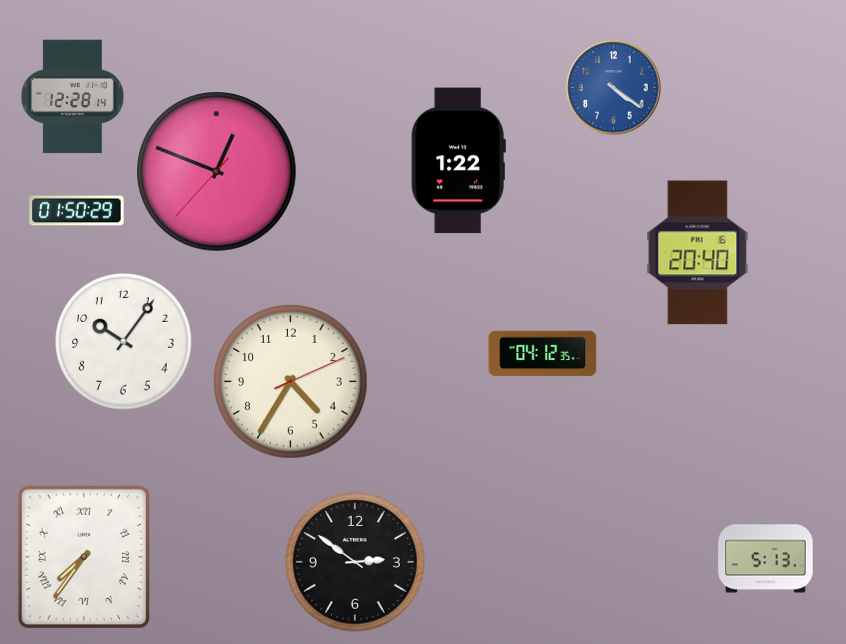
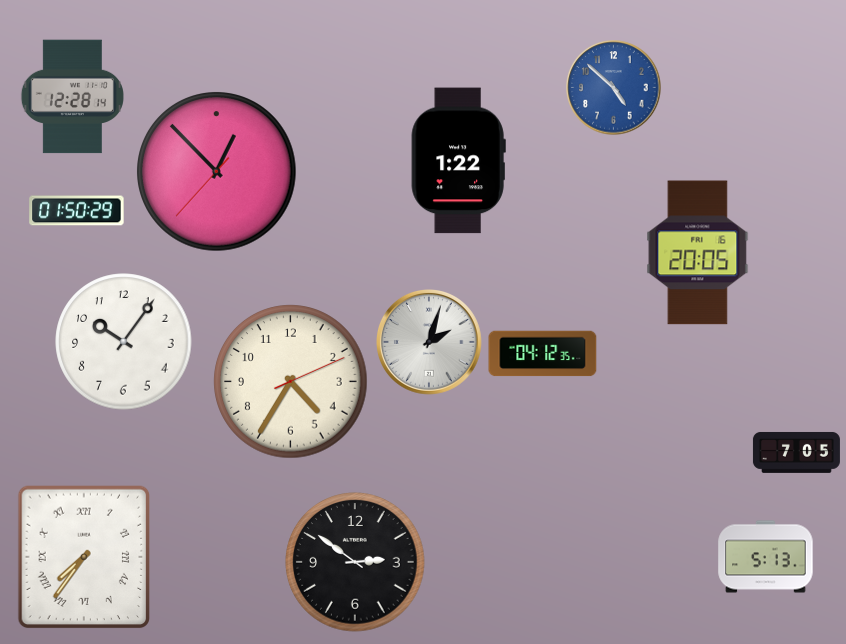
clock at (614, 88): 4:21 -> 4:52
clock at (217, 172): 12:48 -> 12:52
clock at (698, 253): 20:40 -> 20:05
clock at (430, 343): none -> 2:03
clock at (796, 453): none -> 7:05
